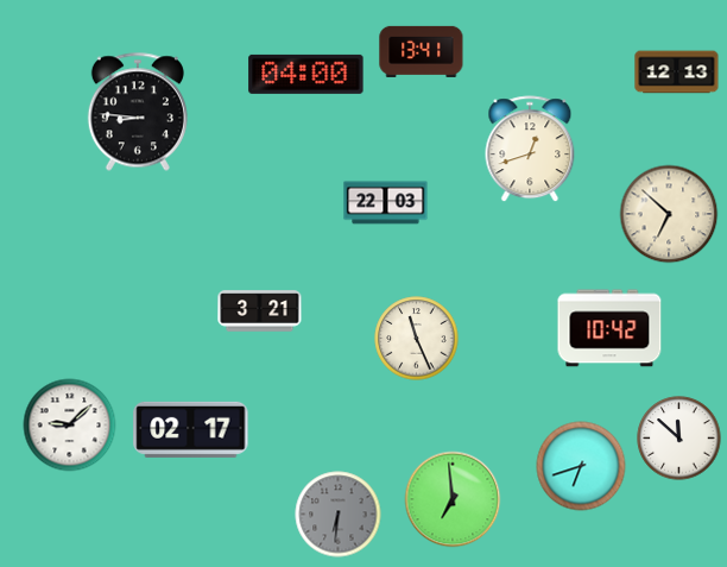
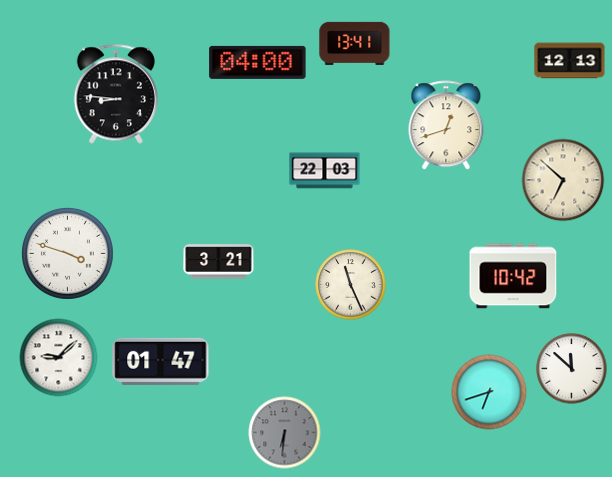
clock at (67, 253): none -> 3:48
clock at (191, 429): 02:17 -> 01:47
clock at (453, 499): 6:59 -> none
